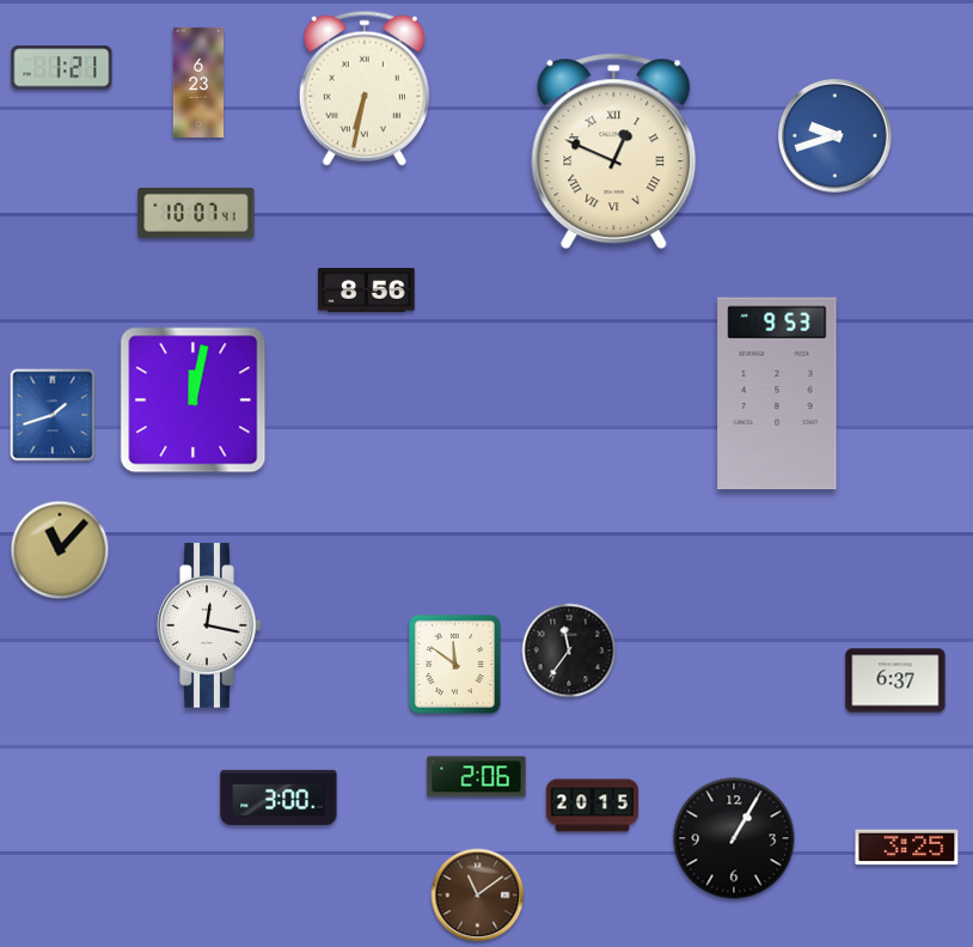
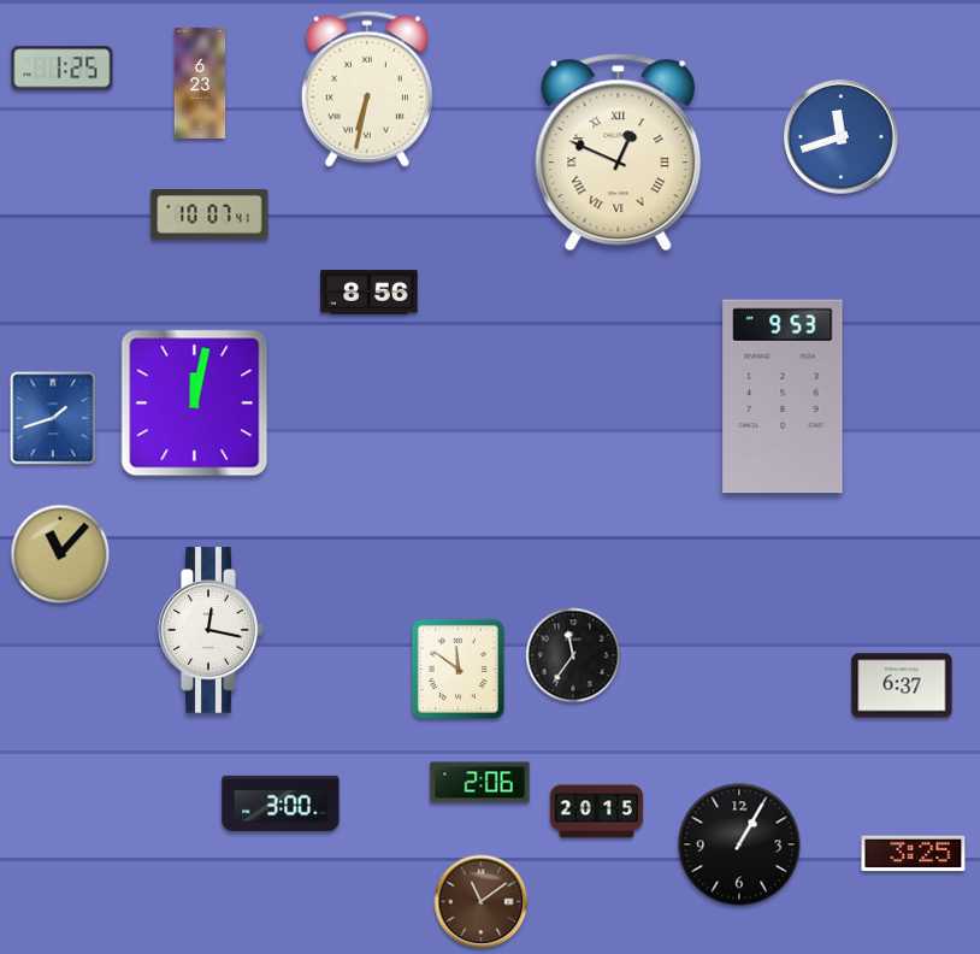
clock at (62, 68): 1:21 -> 1:25
clock at (836, 136): 9:42 -> 11:42
clock at (196, 213) position: (196, 213) -> (209, 214)
